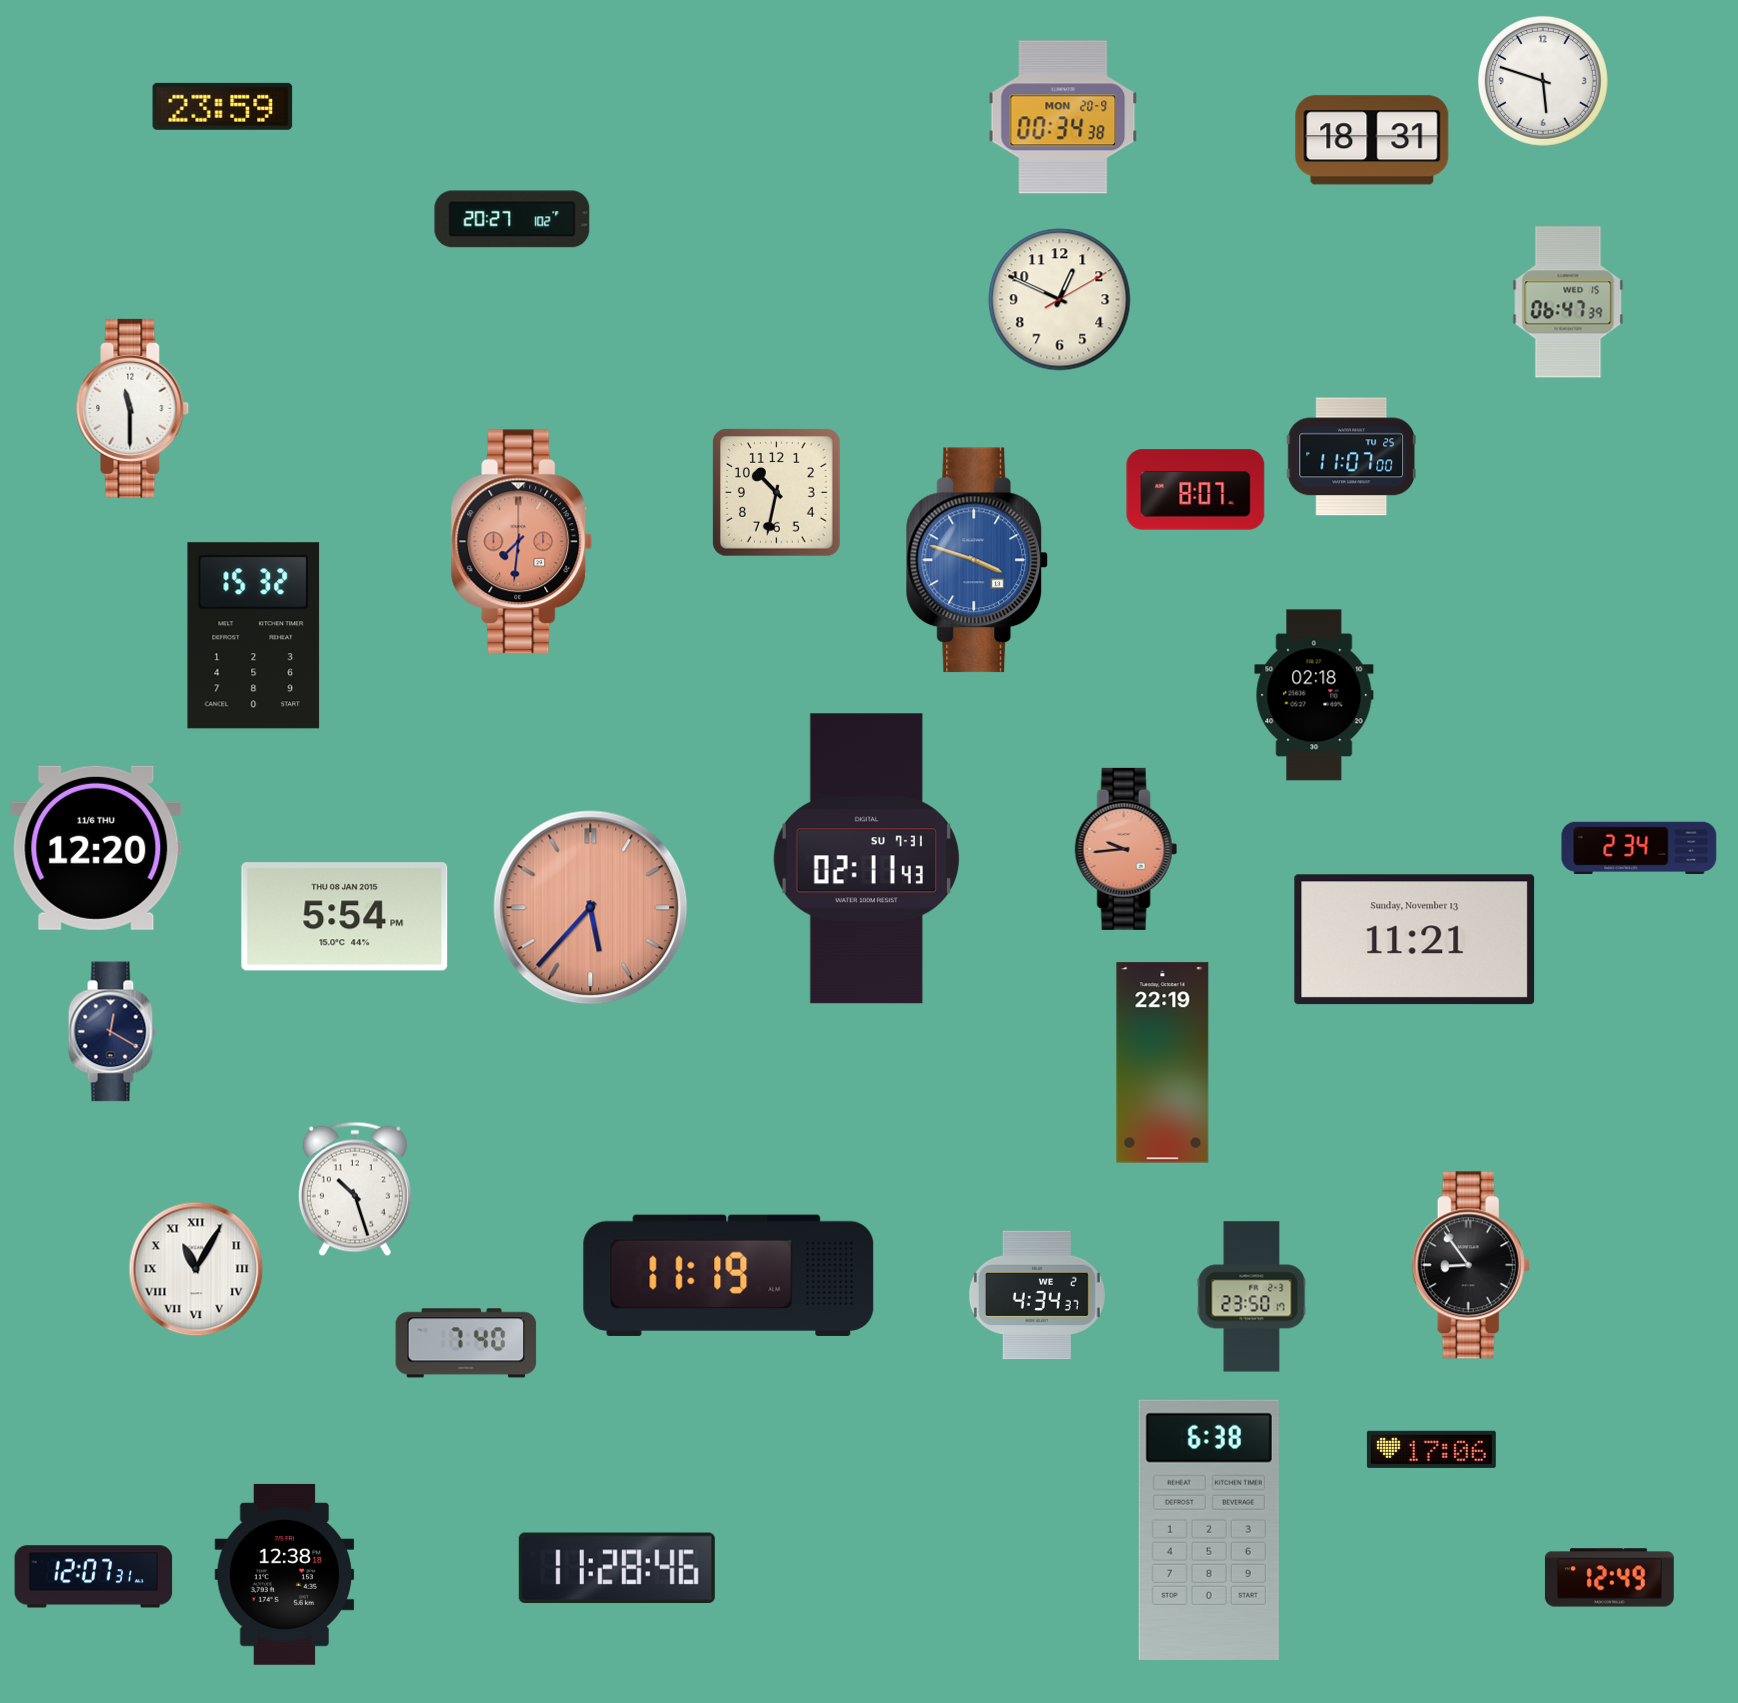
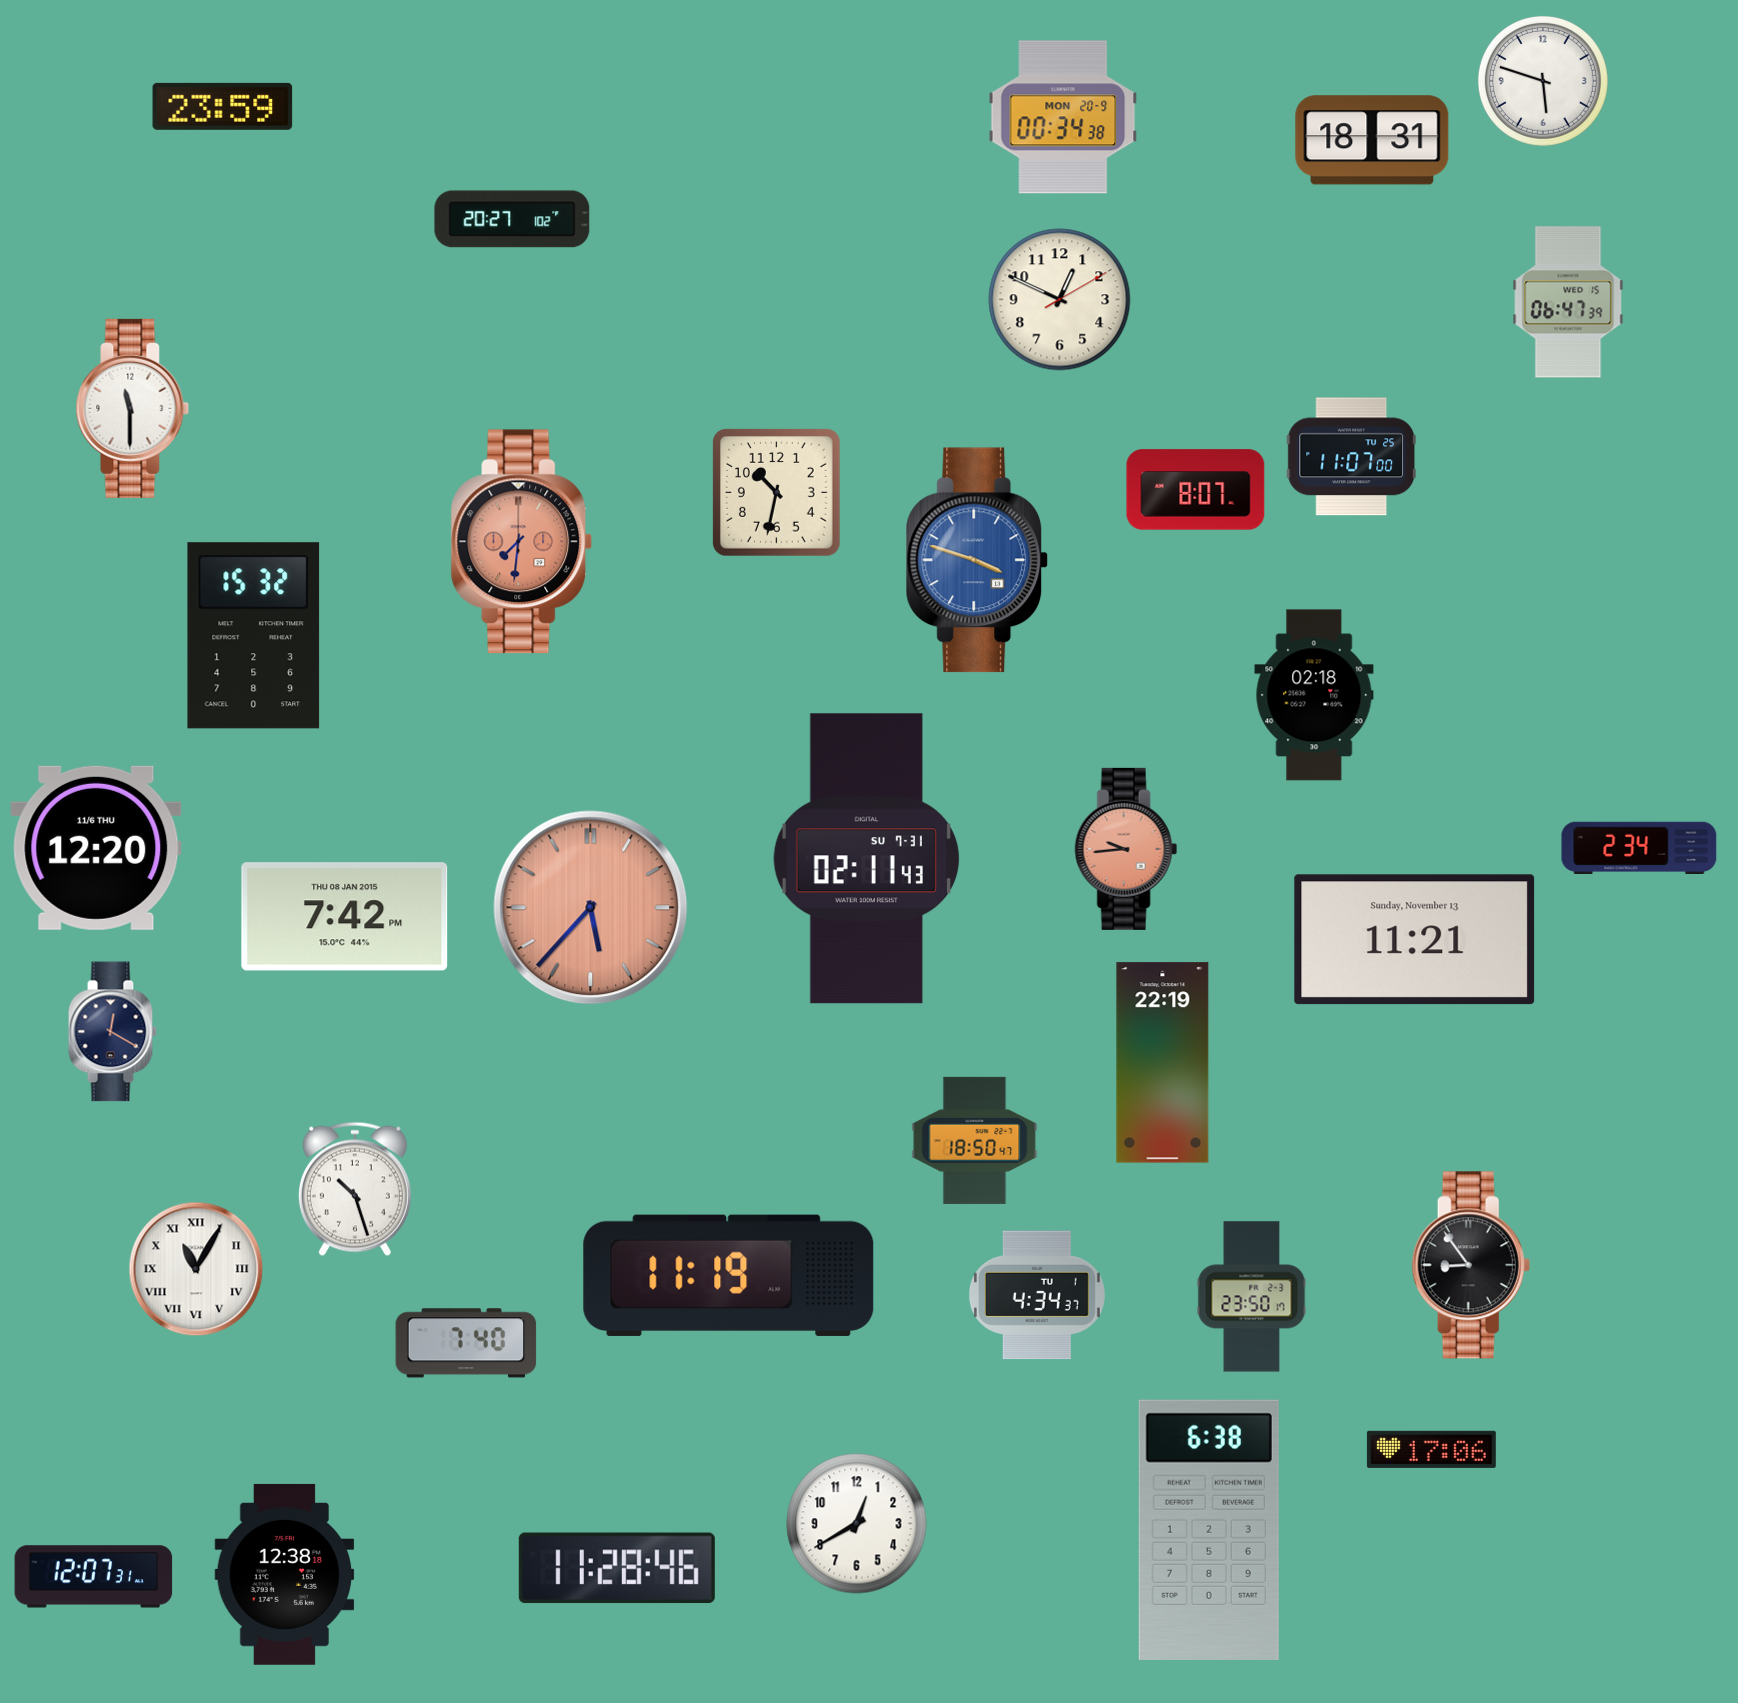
clock at (345, 917): 5:54 -> 7:42
clock at (975, 1140): none -> 18:50
clock at (1037, 1295) date: WE 2 -> TU 1
clock at (857, 1524): none -> 12:40
clock at (1609, 1578): 12:49 -> none
